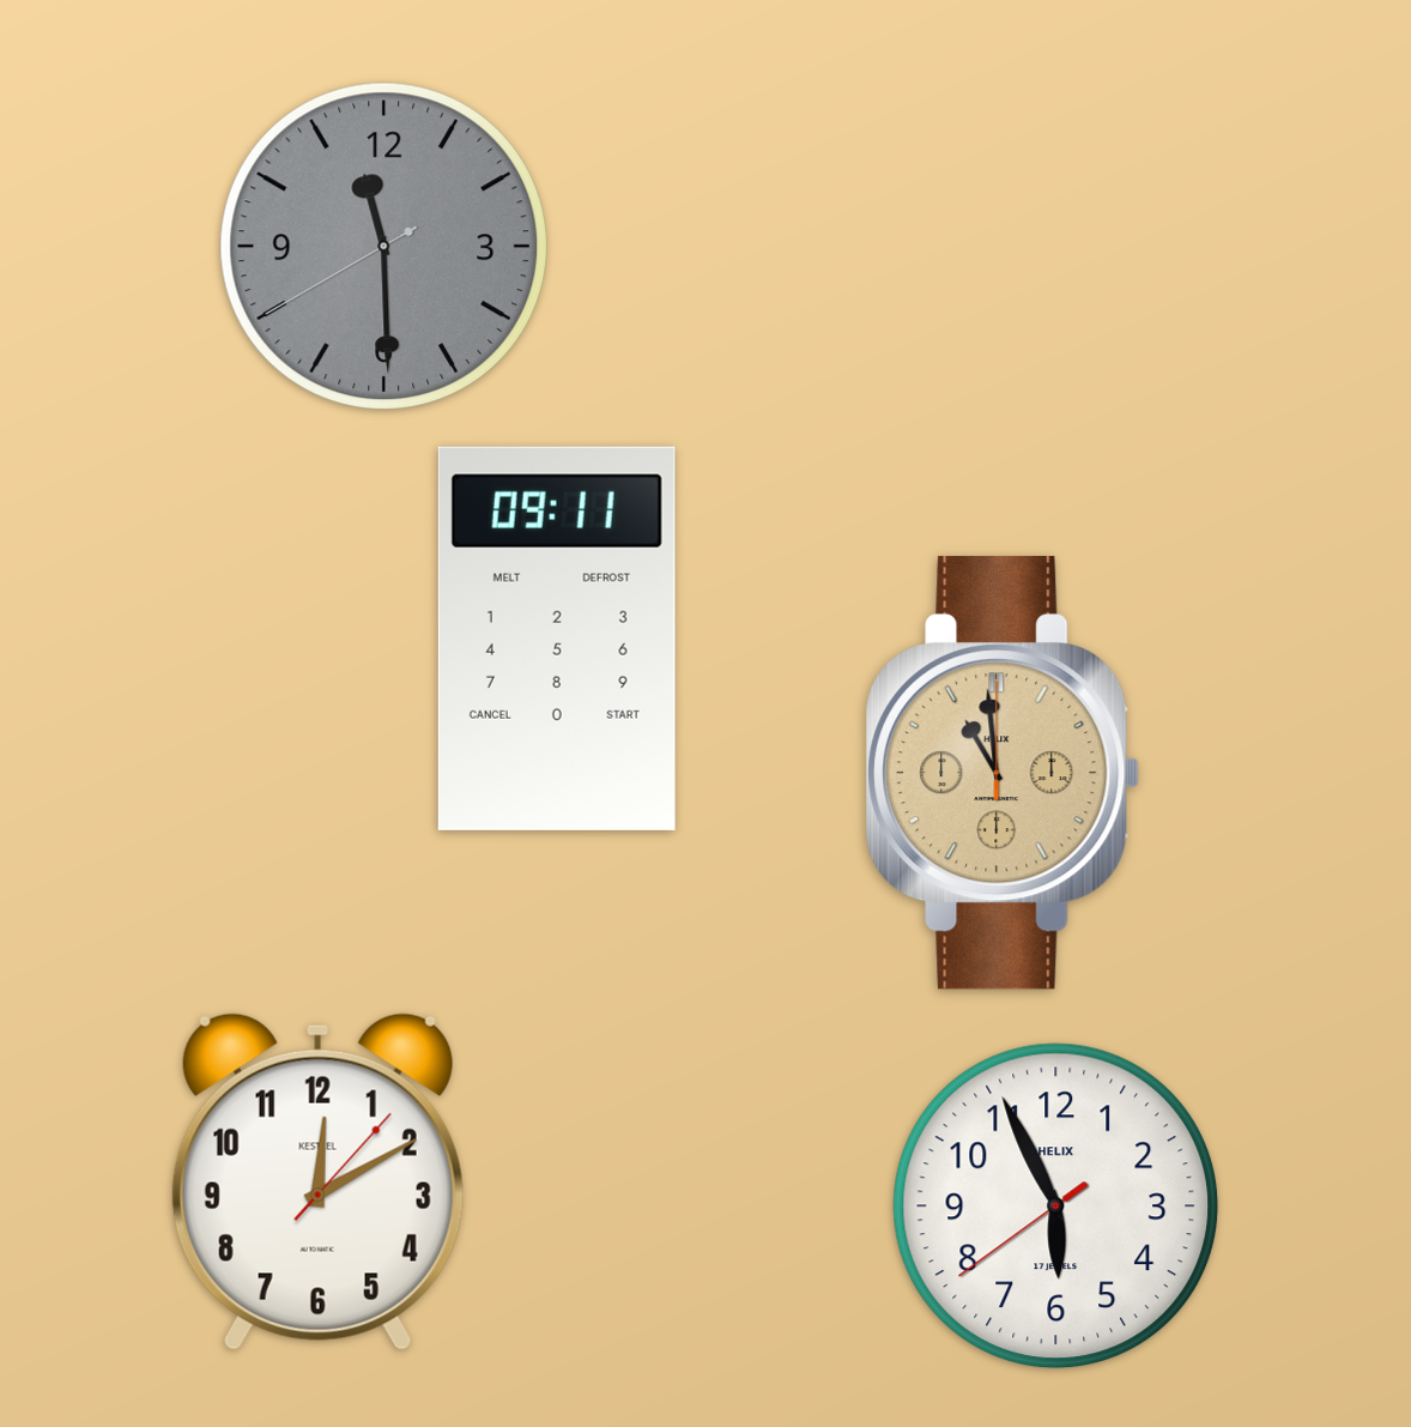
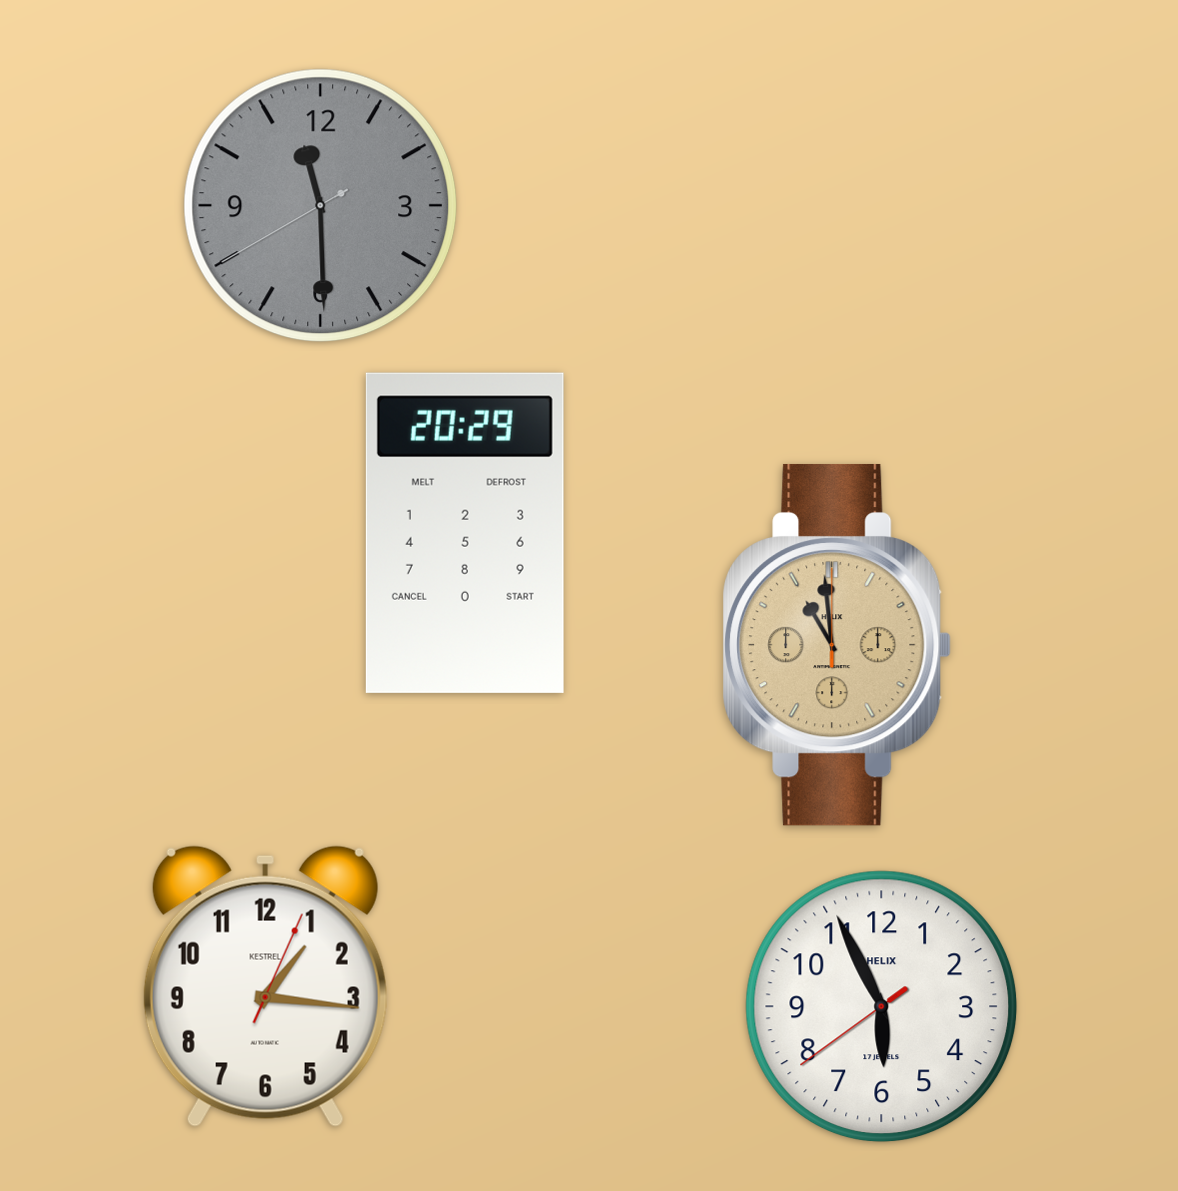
clock at (557, 639): 09:11 -> 20:29
clock at (317, 1181): 12:10 -> 1:16
